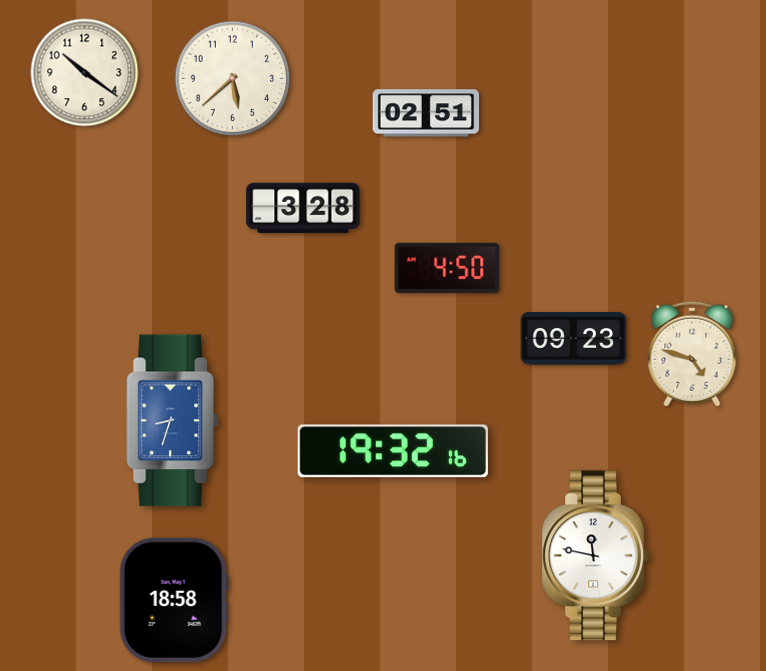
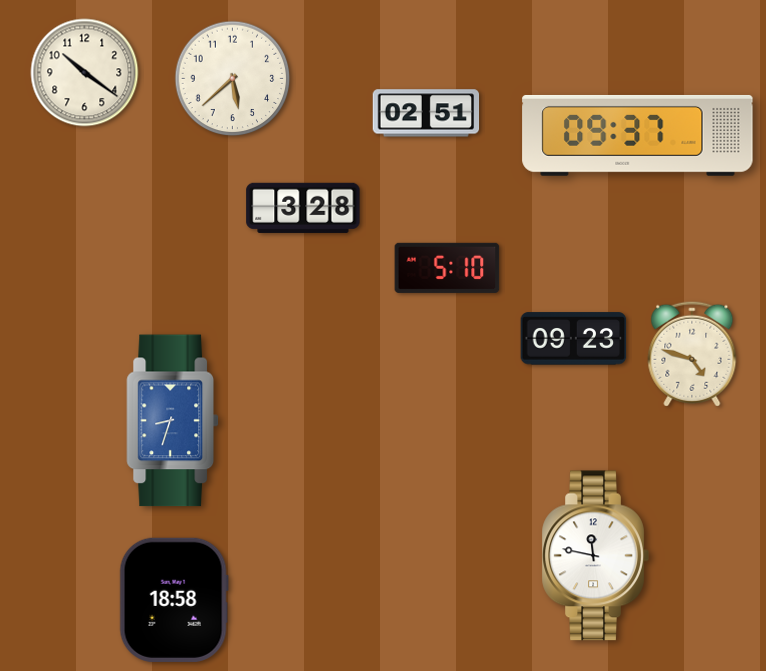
clock at (638, 135): none -> 09:37
clock at (447, 268): 4:50 -> 5:10
clock at (393, 451): 19:32 -> none
